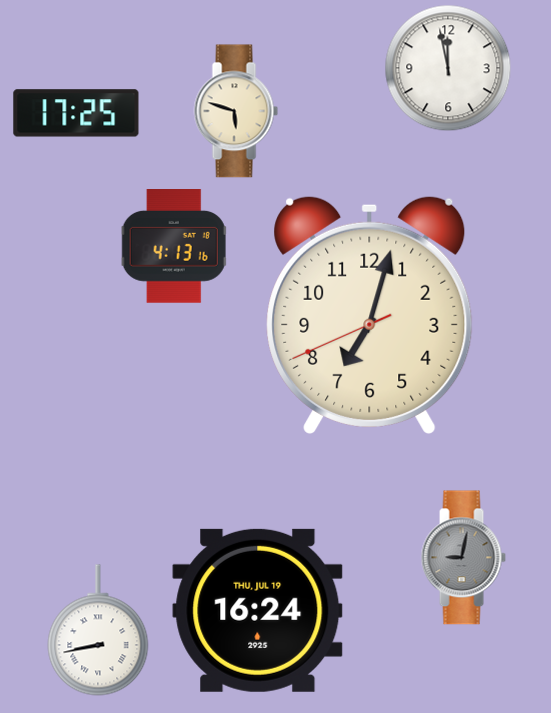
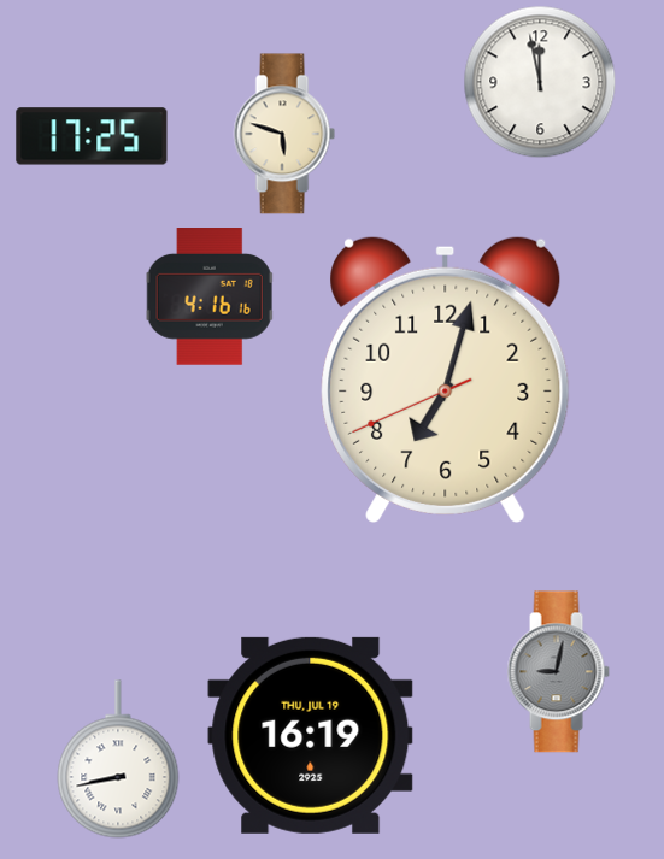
clock at (174, 247): 4:13 -> 4:16
clock at (258, 610): 16:24 -> 16:19
